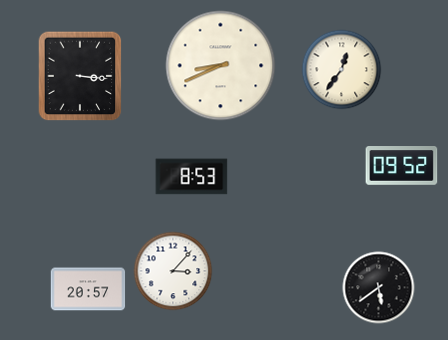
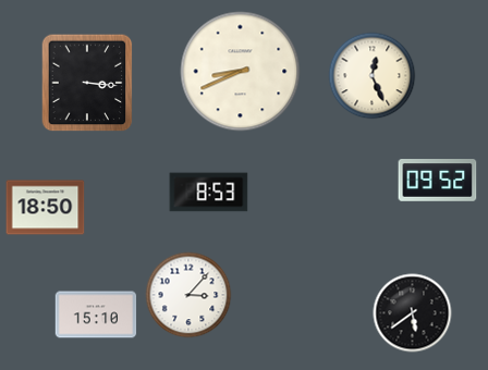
clock at (342, 70): 12:36 -> 12:26
clock at (46, 208): none -> 18:50
clock at (88, 289): 20:57 -> 15:10
